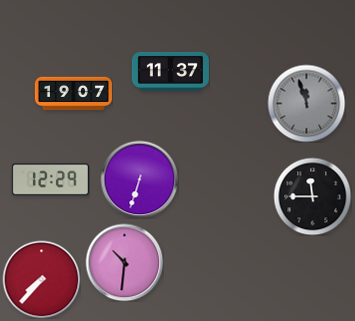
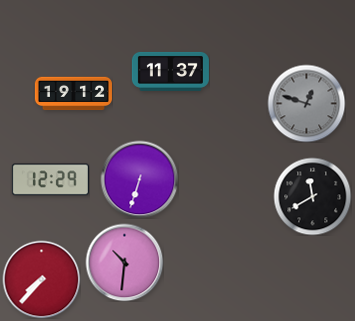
clock at (73, 94): 19:07 -> 19:12
clock at (306, 103): 11:57 -> 12:48
clock at (312, 196): 11:45 -> 11:40
